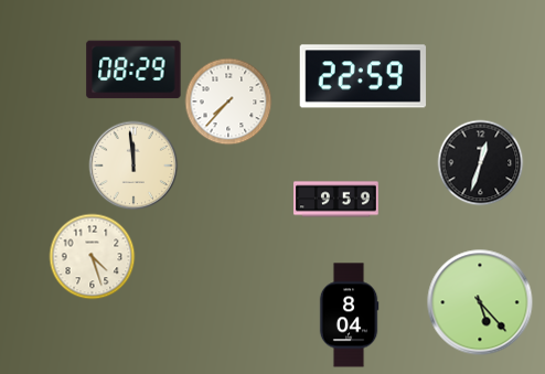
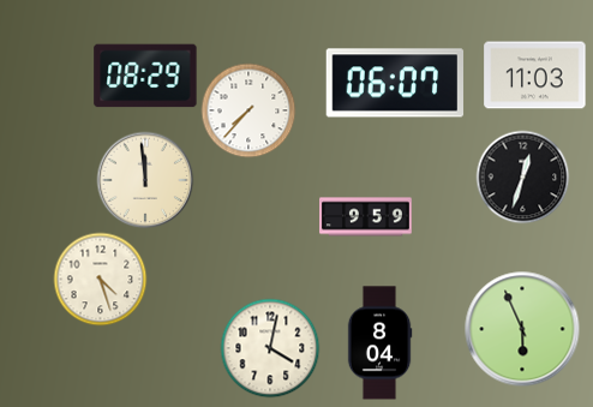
clock at (535, 76): none -> 11:03
clock at (363, 76): 22:59 -> 06:07
clock at (480, 302): 5:23 -> 5:56
clock at (270, 348): none -> 4:02
